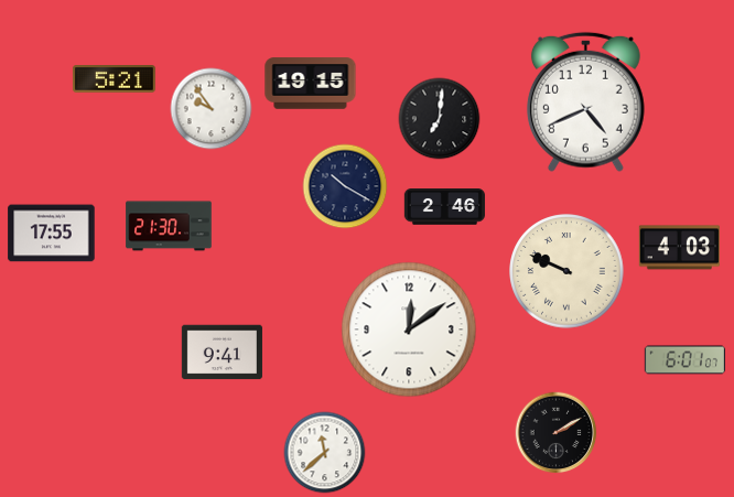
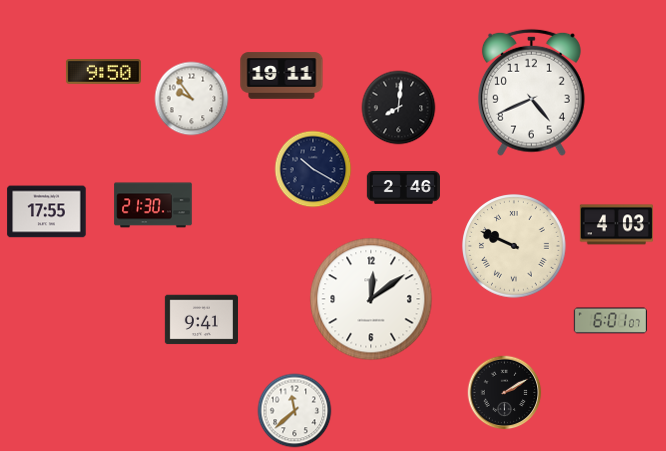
clock at (114, 79): 5:21 -> 9:50
clock at (311, 84): 19:15 -> 19:11
clock at (440, 119): 7:01 -> 8:01
clock at (684, 360) position: (684, 360) -> (610, 321)
